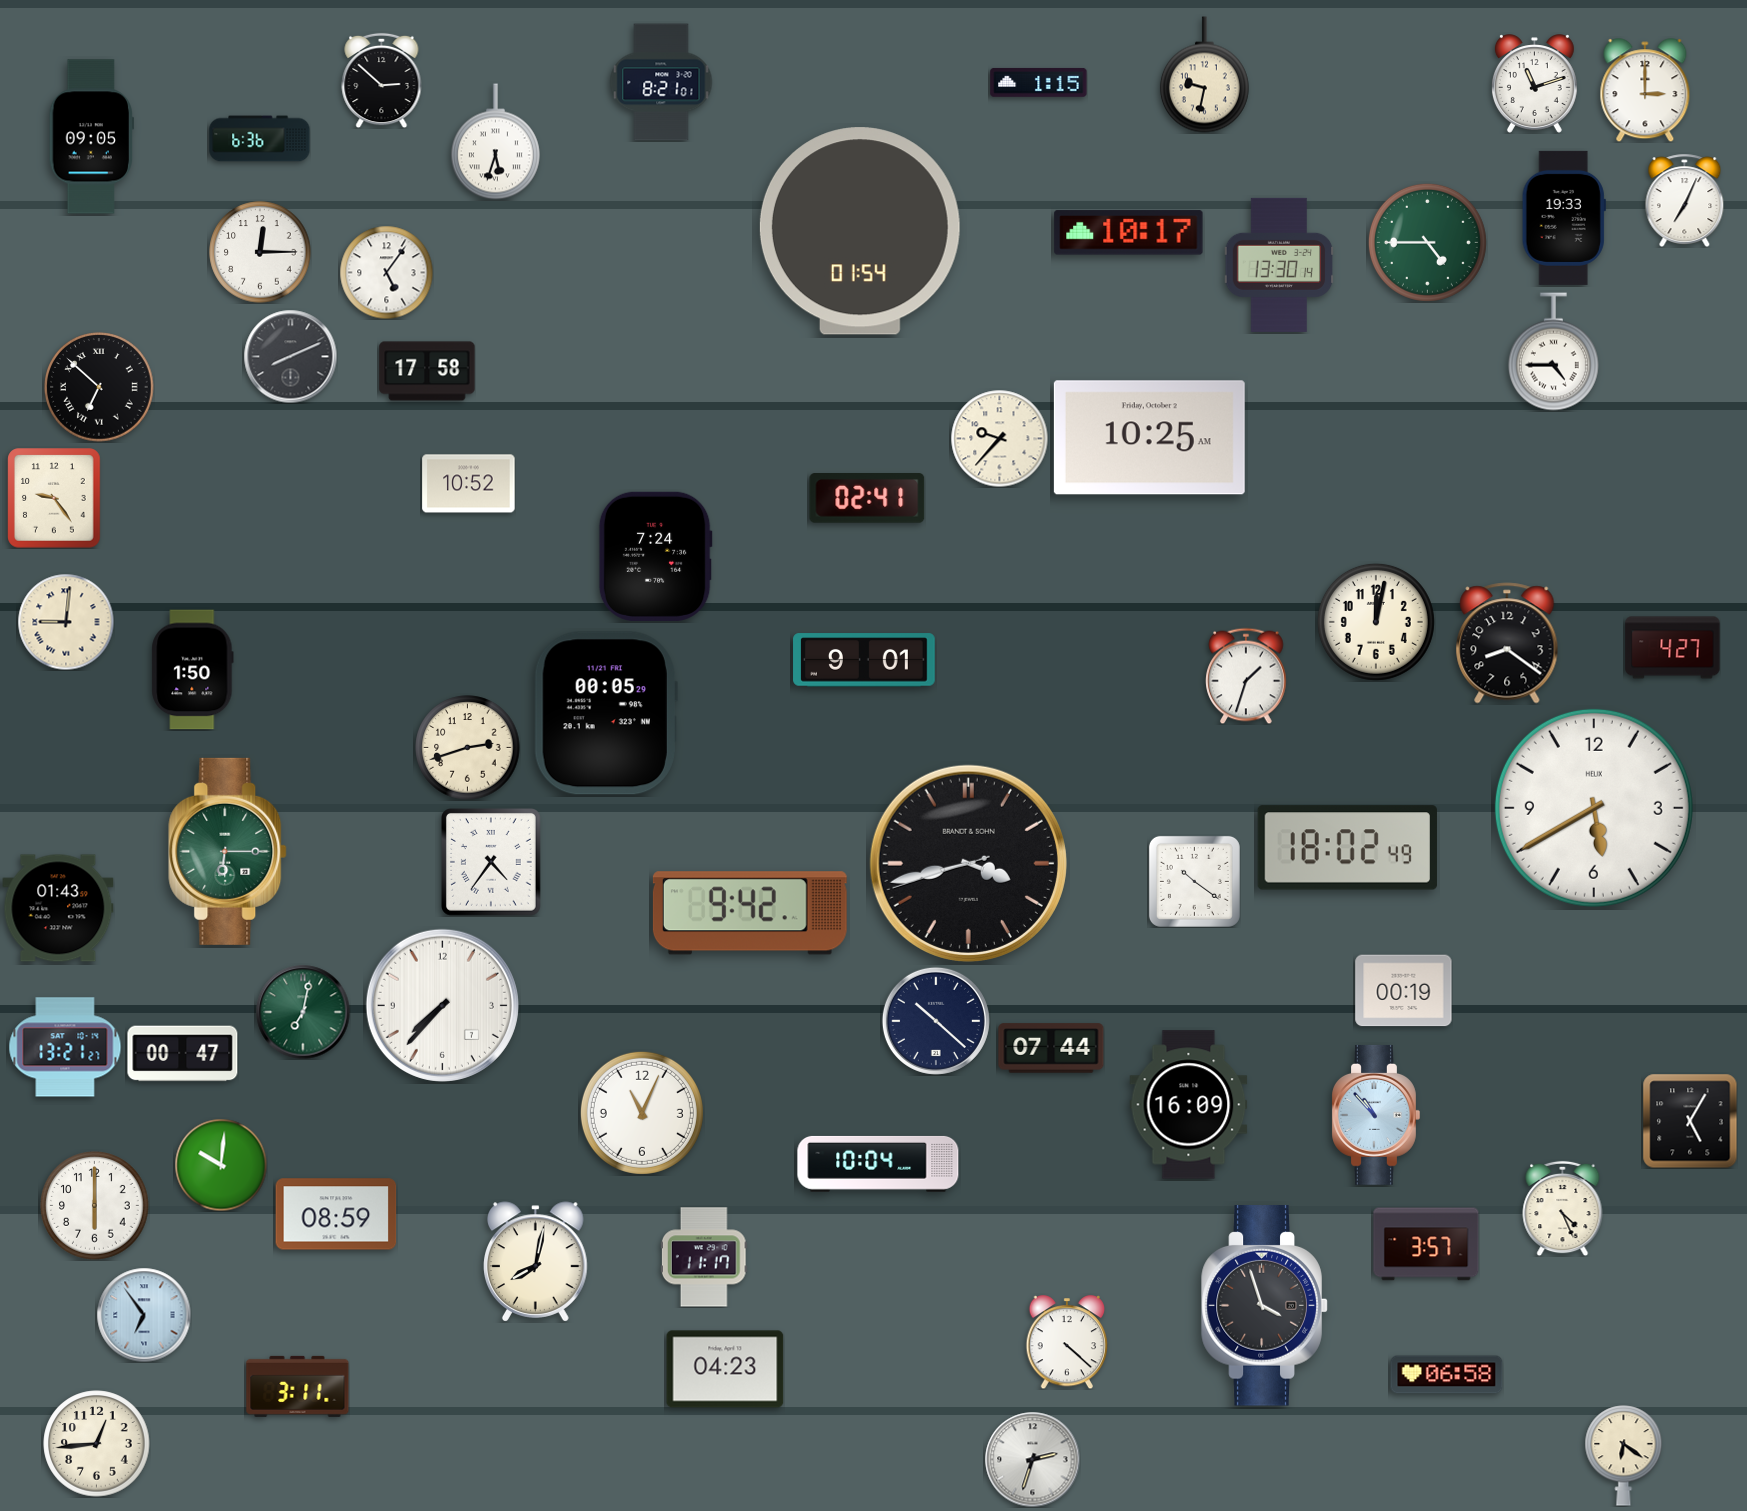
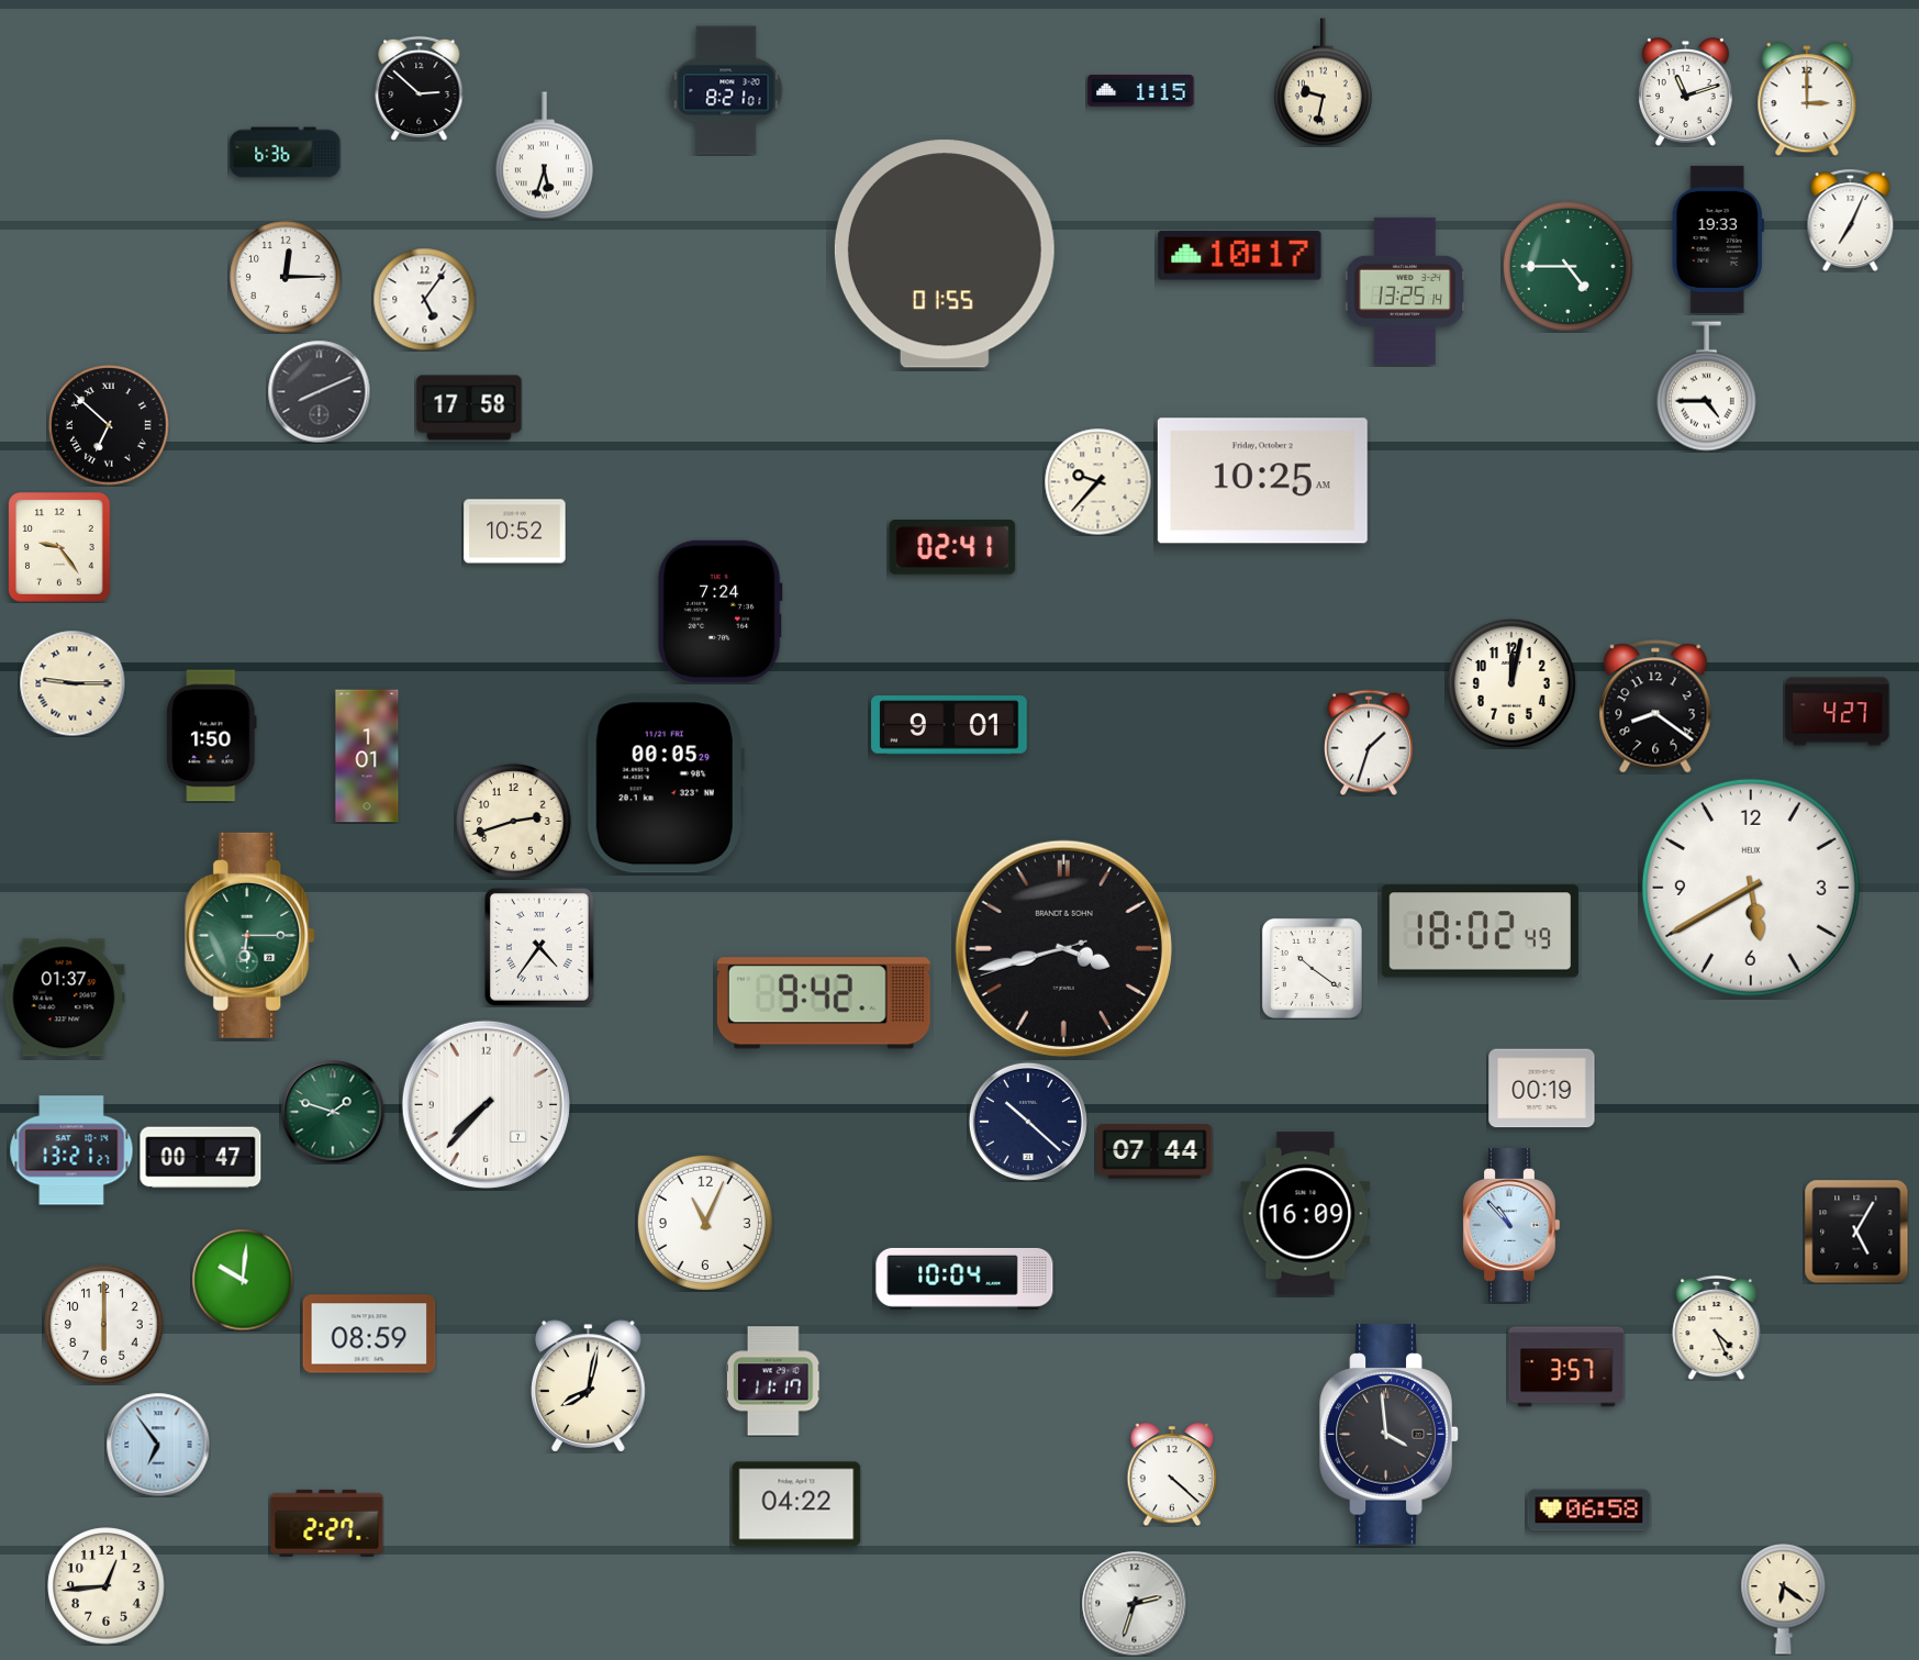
clock at (91, 137): 09:05 -> none
clock at (860, 231): 01:54 -> 01:55
clock at (1279, 265): 13:30 -> 13:25
clock at (66, 622): 9:01 -> 9:15
clock at (367, 756): none -> 1:01
clock at (58, 908): 01:43 -> 01:37
clock at (303, 1012): 7:02 -> 1:48
clock at (1265, 1306): 3:57 -> 3:59
clock at (725, 1369): 04:23 -> 04:22
clock at (298, 1386): 3:11 -> 2:27
